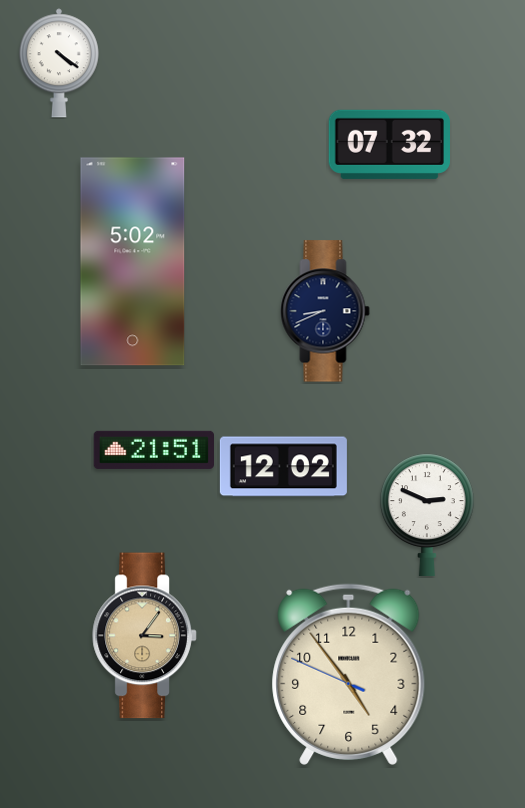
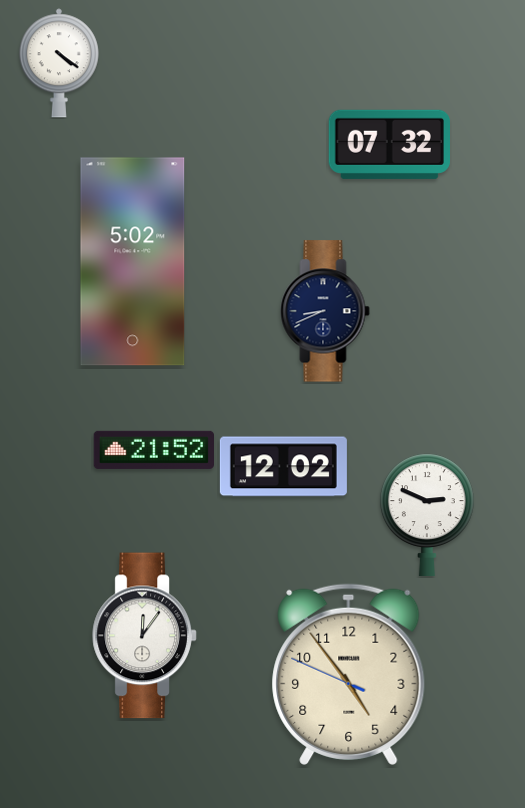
clock at (154, 450): 21:51 -> 21:52
clock at (145, 636): 3:06 -> 12:06
clock at (145, 636) dial: champagne -> white
